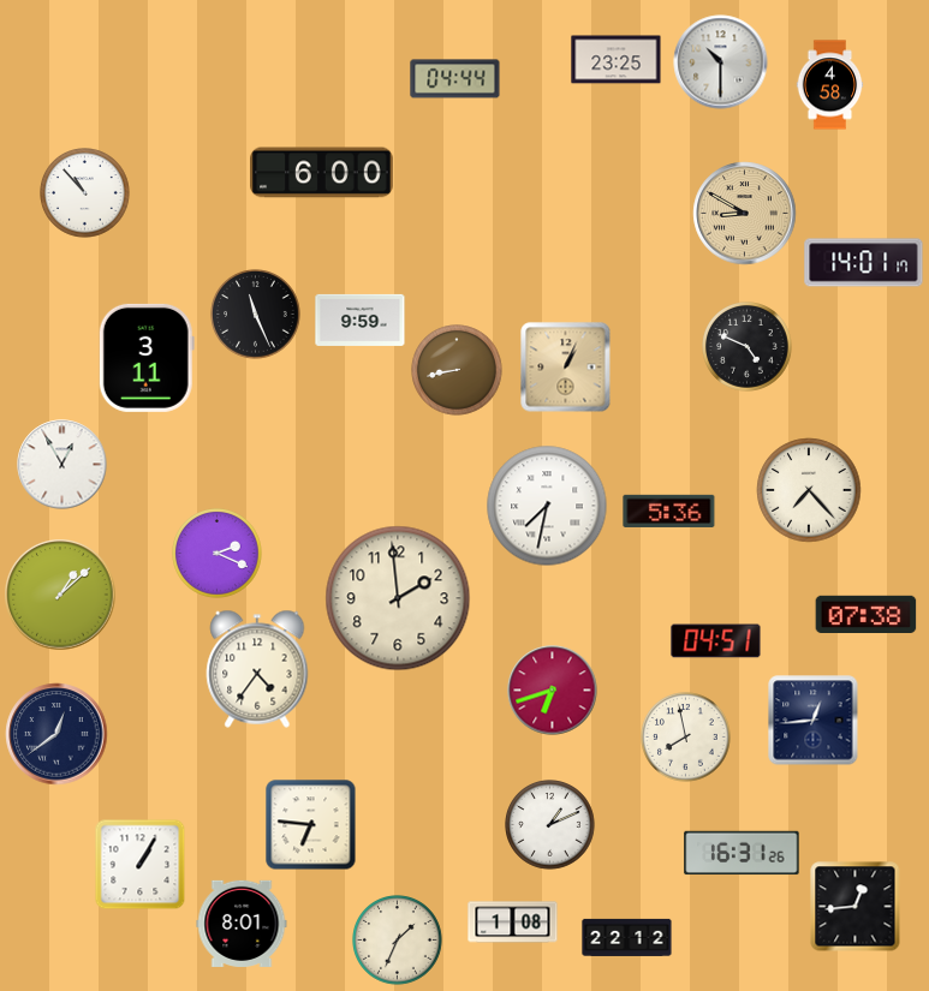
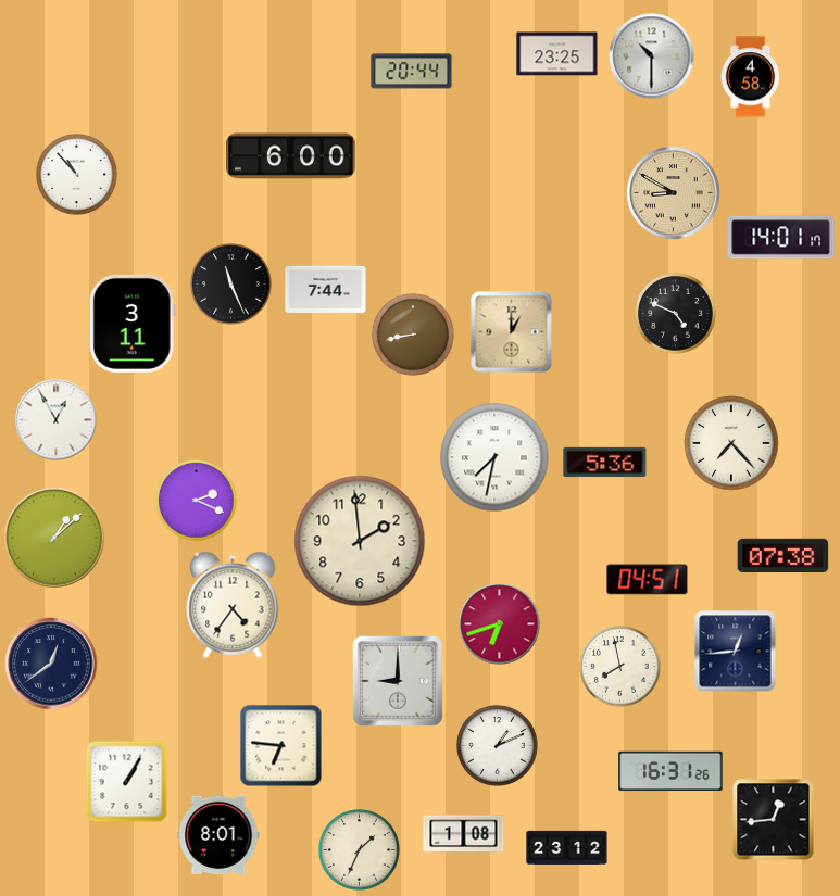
clock at (455, 79): 04:44 -> 20:44
clock at (361, 320): 9:59 -> 7:44
clock at (566, 368): 1:04 -> 1:00
clock at (398, 681): none -> 9:00
clock at (627, 937): 22:12 -> 23:12
